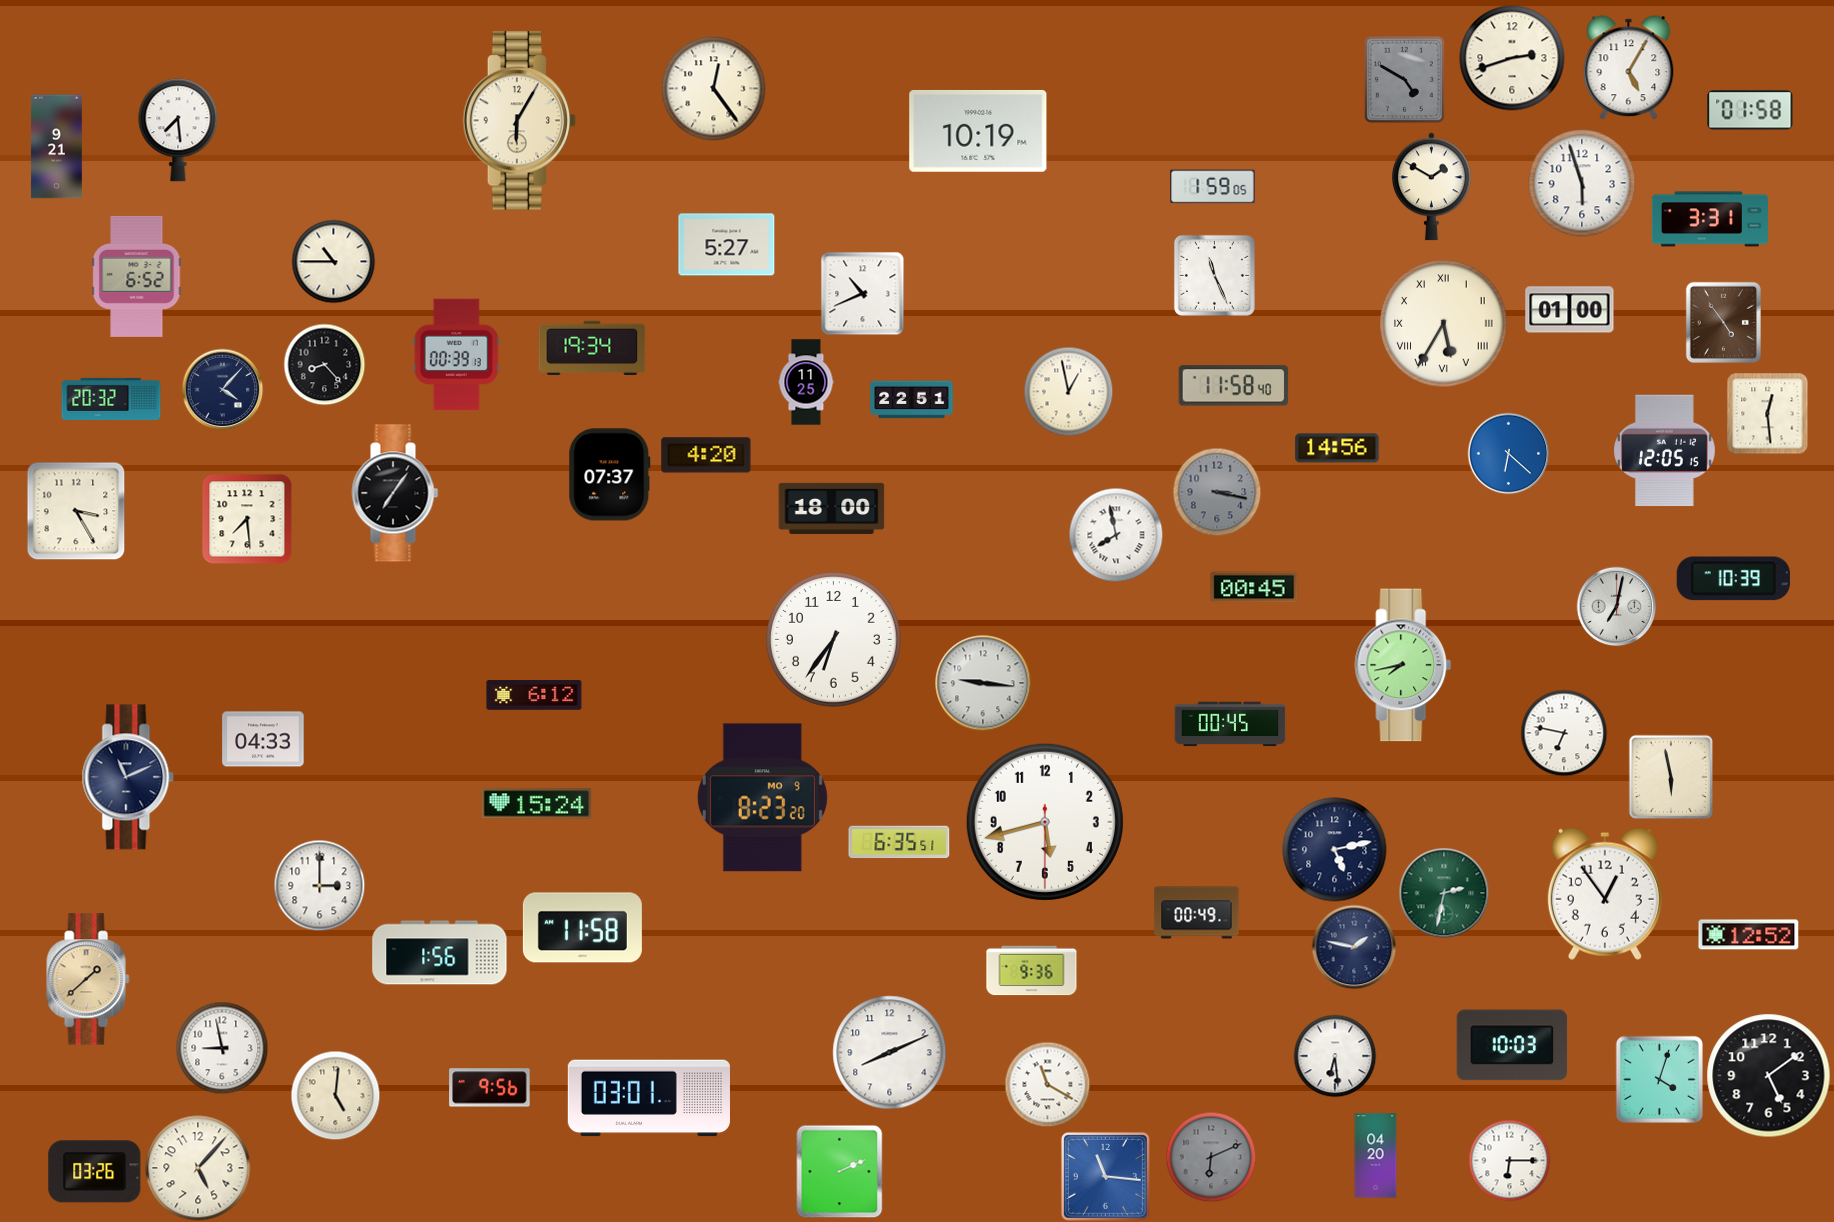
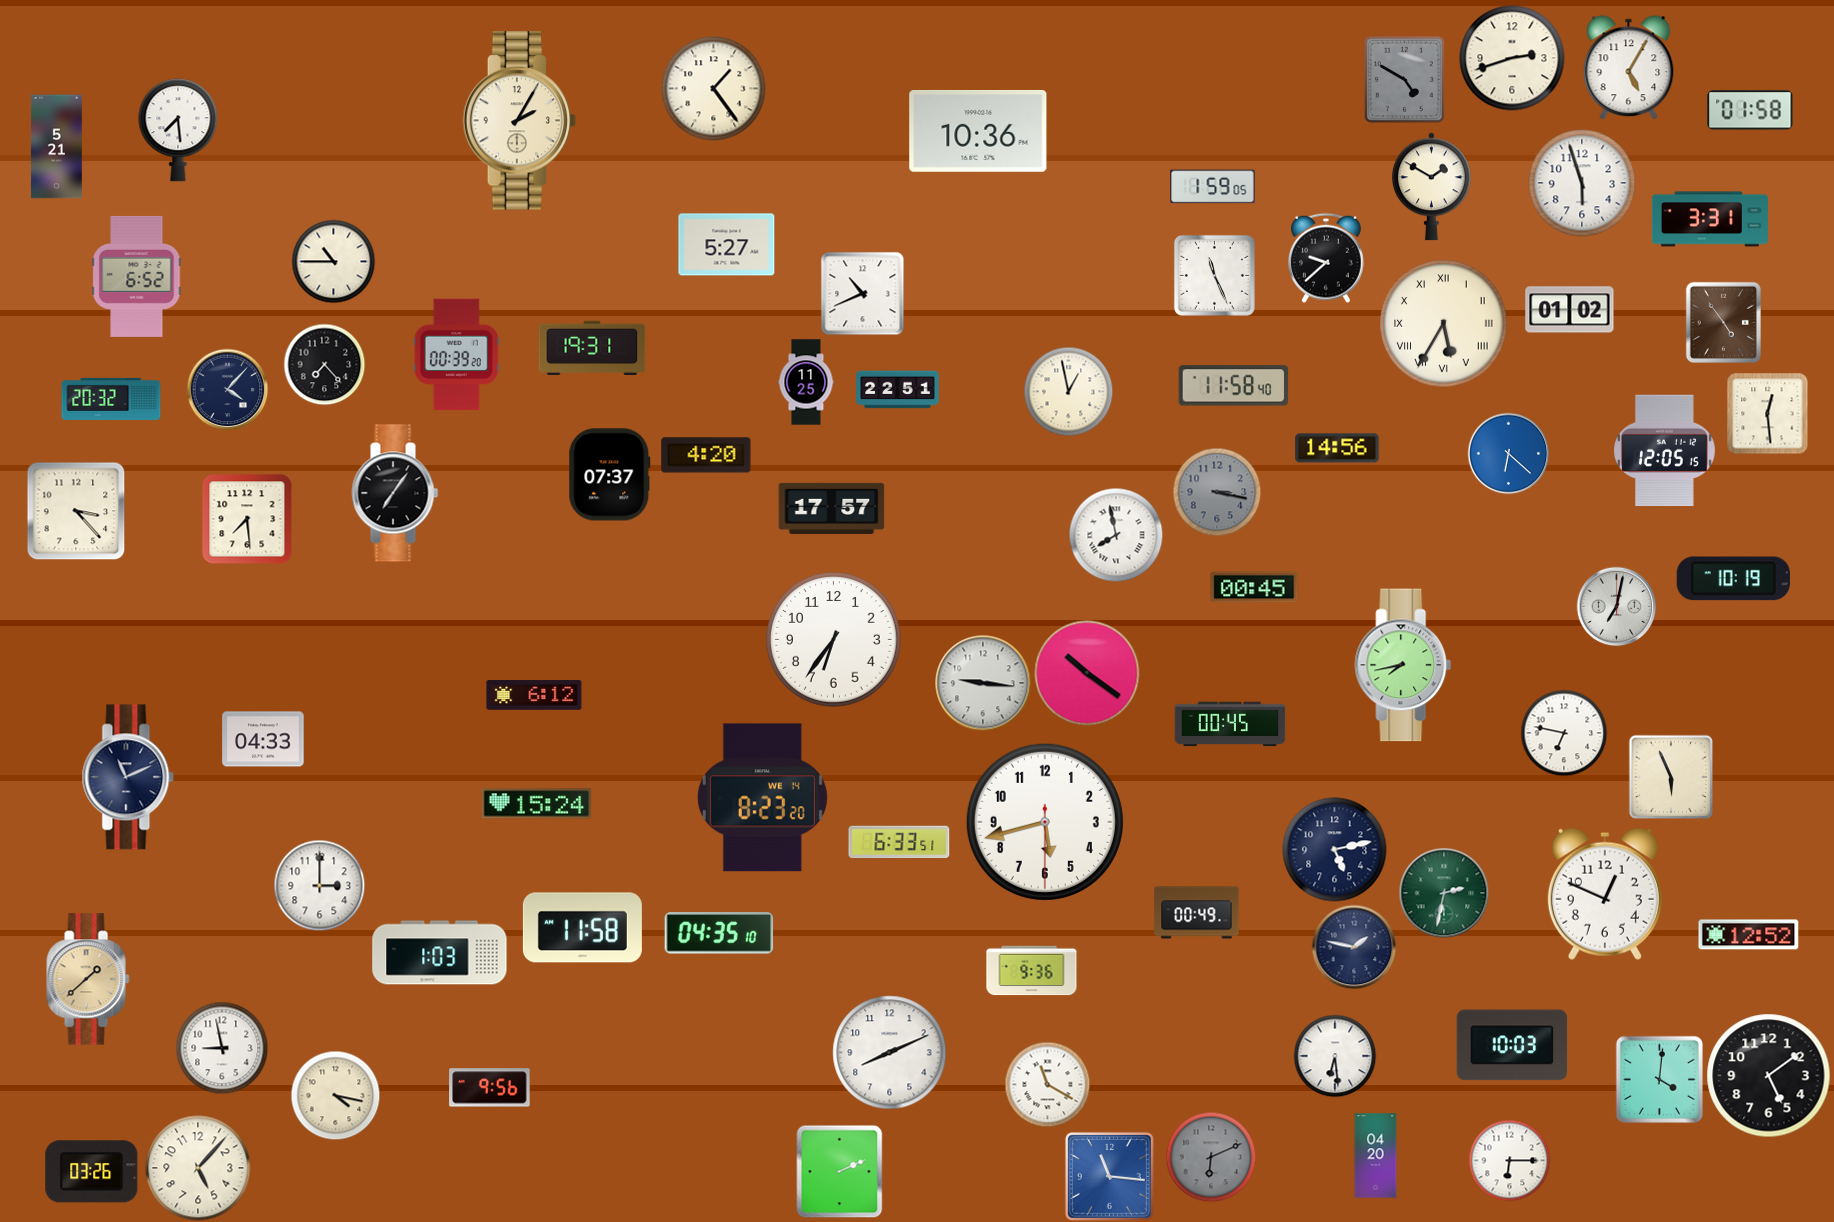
clock at (714, 89): 12:24 -> 1:24
clock at (520, 121): 6:05 -> 2:05
clock at (978, 131): 10:19 -> 10:36
clock at (56, 147): 9:21 -> 5:21
clock at (1327, 258): none -> 9:38
clock at (1570, 310): 01:00 -> 01:02
clock at (592, 347): 19:34 -> 19:31
clock at (456, 355): 00:39:13 -> 00:39:20
clock at (324, 364): 8:23 -> 7:23
clock at (222, 389) position: (222, 389) -> (227, 389)
clock at (912, 400) position: (912, 400) -> (898, 390)
clock at (832, 508): 18:00 -> 17:57
clock at (76, 511): 3:25 -> 3:23
clock at (1733, 579): 10:39 -> 10:19
clock at (1087, 673): none -> 10:21
clock at (1670, 776): 5:58 -> 5:56
clock at (762, 798) date: MO 9 -> WE 14
clock at (899, 842): 6:35 -> 6:33
clock at (1605, 894): 12:54 -> 12:49
clock at (719, 933): none -> 04:35
clock at (440, 953): 1:56 -> 1:03
clock at (1659, 1079): 4:03 -> 4:01
clock at (335, 1095): 5:01 -> 4:17
clock at (649, 1098): 03:01 -> none
clock at (95, 1172) position: (95, 1172) -> (92, 1172)
clock at (1105, 1176) position: (1105, 1176) -> (1109, 1176)
